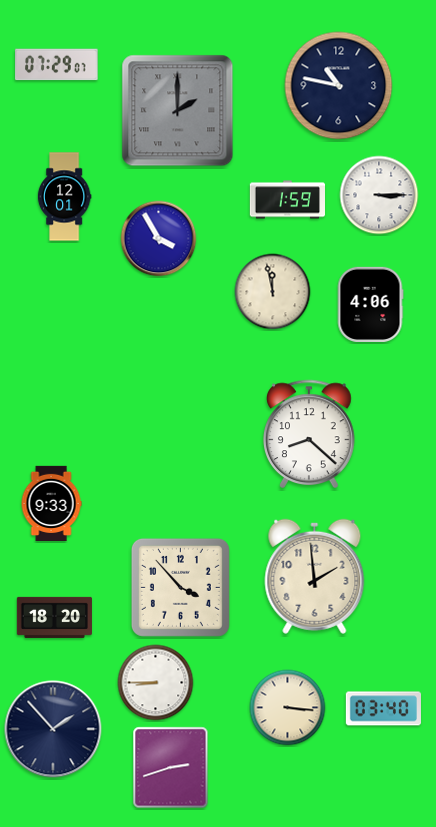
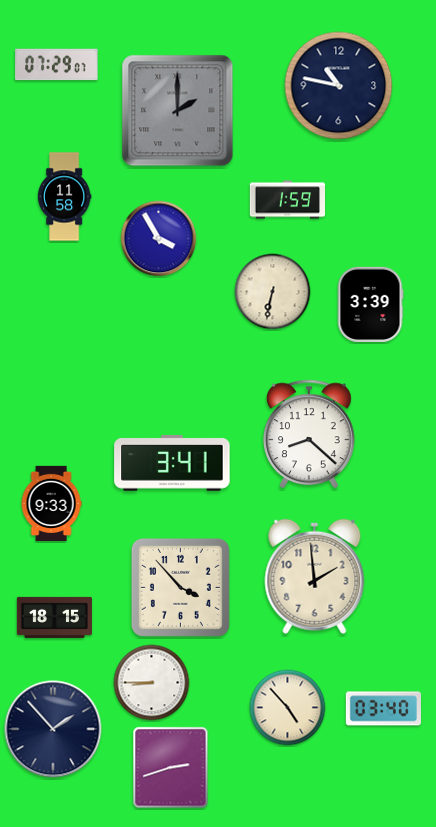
clock at (379, 195): 3:15 -> none
clock at (64, 197): 12:01 -> 11:58
clock at (273, 292): 11:58 -> 6:32
clock at (370, 304): 4:06 -> 3:39
clock at (172, 463): none -> 3:41
clock at (54, 617): 18:20 -> 18:15
clock at (156, 683) position: (156, 683) -> (152, 683)
clock at (288, 708): 3:16 -> 4:53
